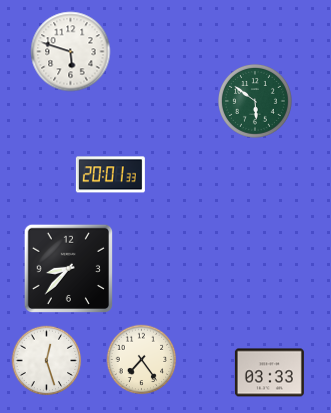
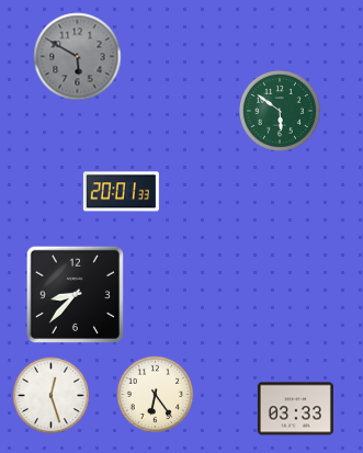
clock at (71, 52): 5:48 -> 5:50
clock at (71, 52) dial: white -> grey
clock at (142, 360): 7:24 -> 6:24
